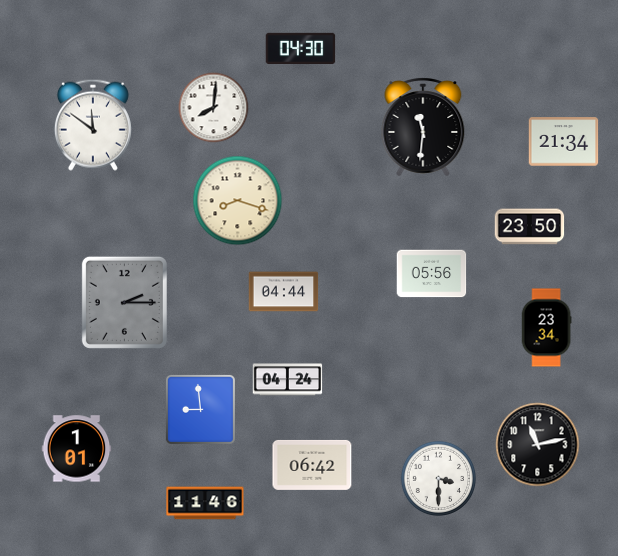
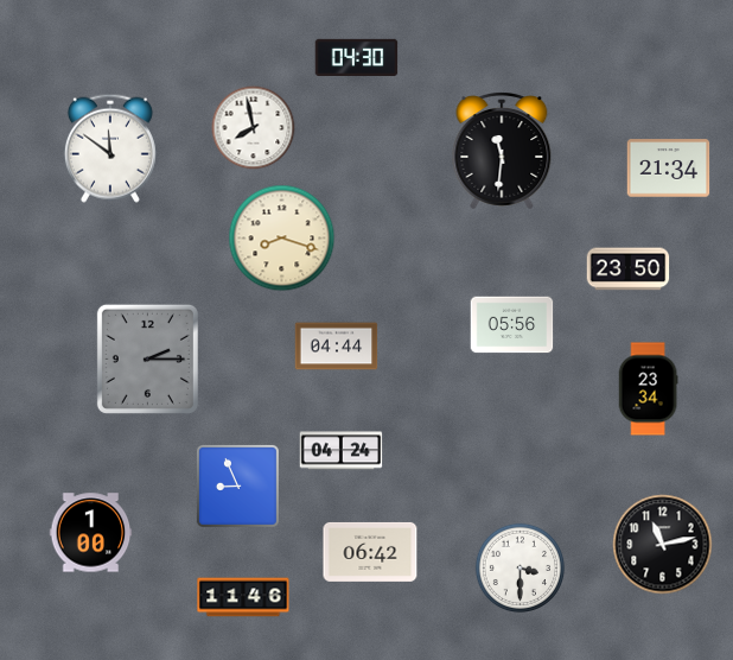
clock at (214, 108): 8:01 -> 7:58
clock at (200, 409): 8:59 -> 8:56
clock at (538, 445) position: (538, 445) -> (663, 545)
clock at (77, 449): 1:01 -> 1:00
